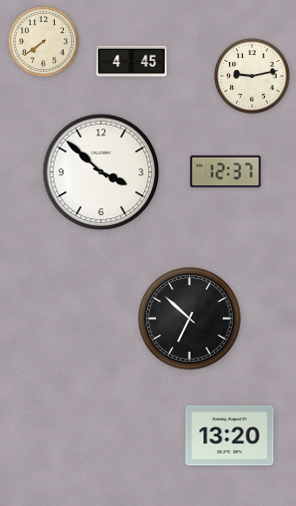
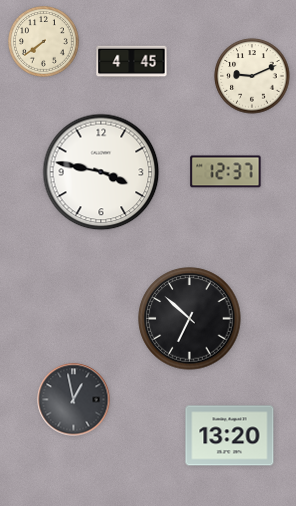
clock at (252, 76): 9:13 -> 9:11
clock at (101, 172): 3:52 -> 3:47
clock at (74, 400): none -> 12:58
